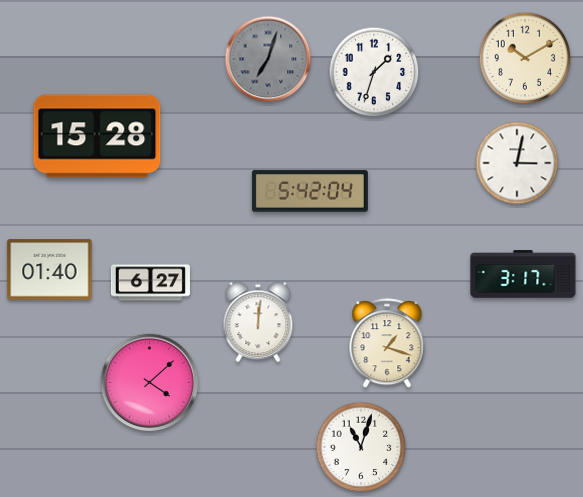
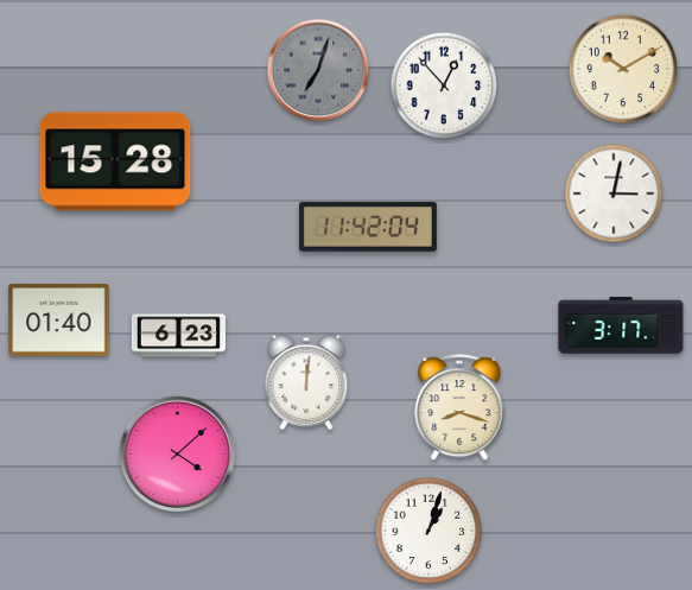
clock at (374, 72): 1:33 -> 12:53
clock at (310, 191): 5:42 -> 11:42
clock at (150, 283): 6:27 -> 6:23
clock at (387, 344): 1:18 -> 8:18
clock at (361, 447): 11:03 -> 1:03
